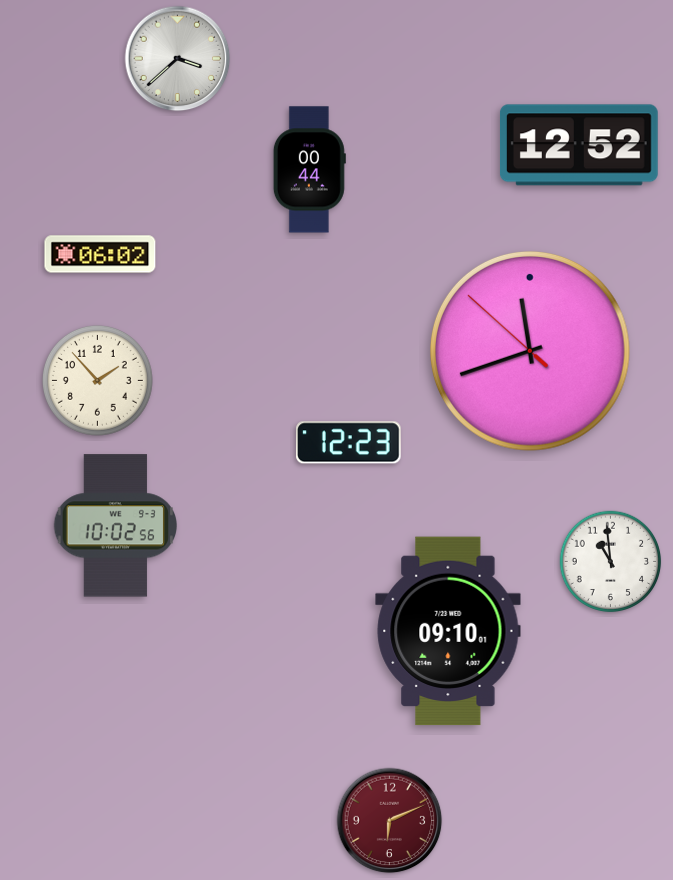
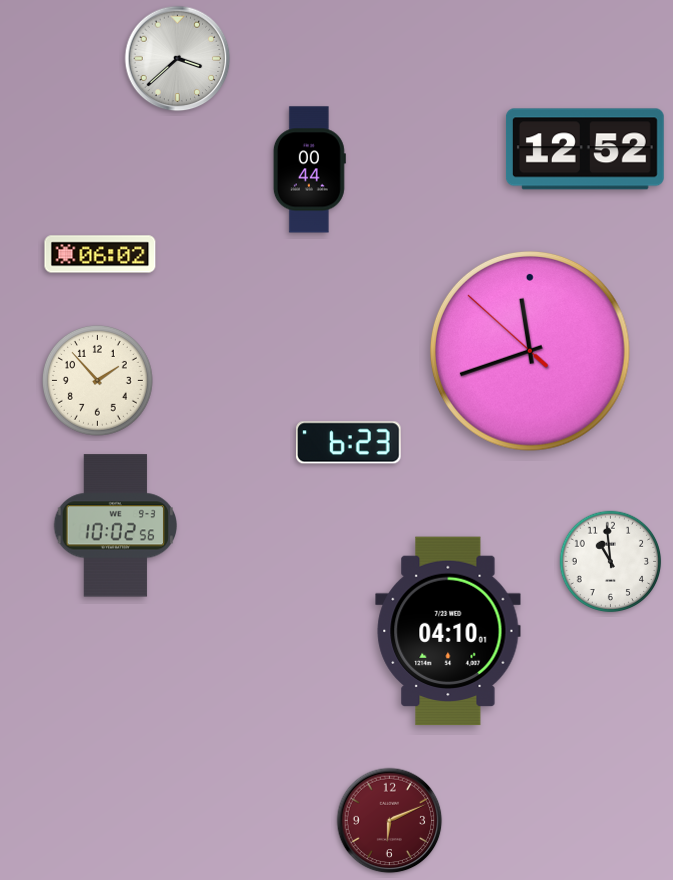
clock at (579, 145) position: (579, 145) -> (585, 149)
clock at (349, 443): 12:23 -> 6:23
clock at (448, 631): 09:10 -> 04:10
